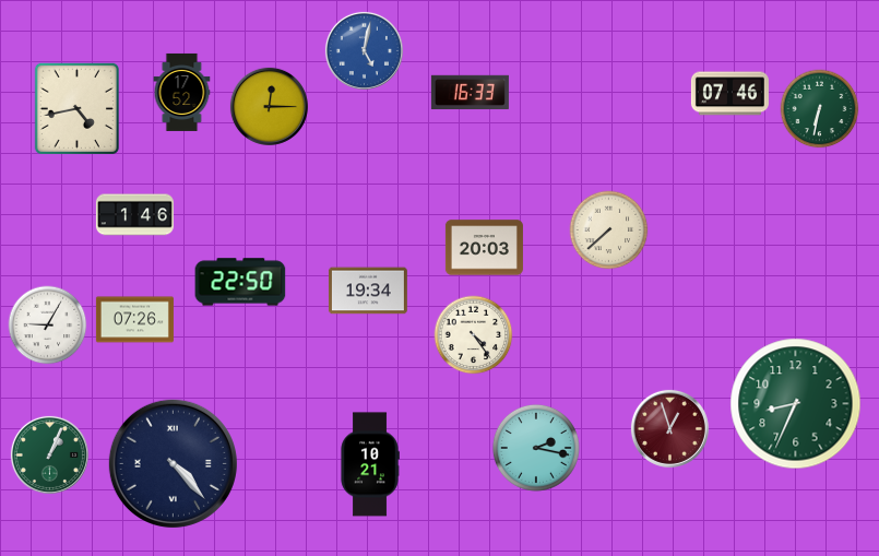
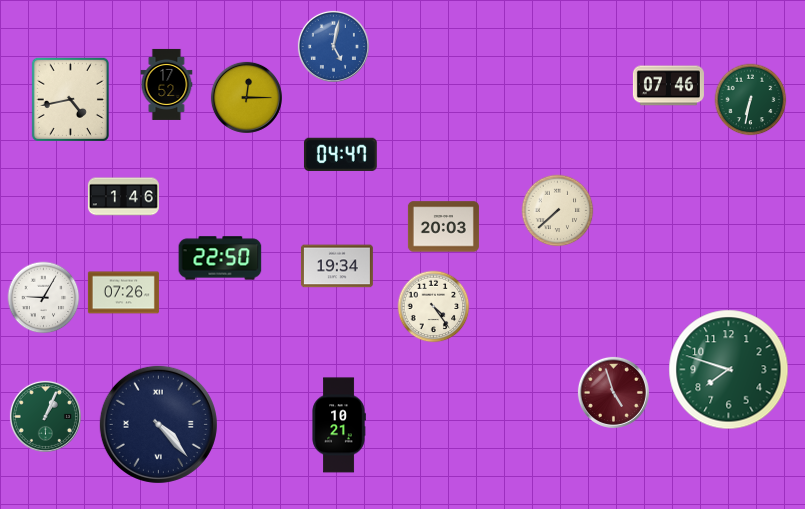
clock at (470, 93): 16:33 -> none
clock at (340, 154): none -> 04:47
clock at (796, 404): 8:34 -> 7:48
clock at (669, 428): 12:57 -> 4:57
clock at (536, 448): 2:17 -> none
